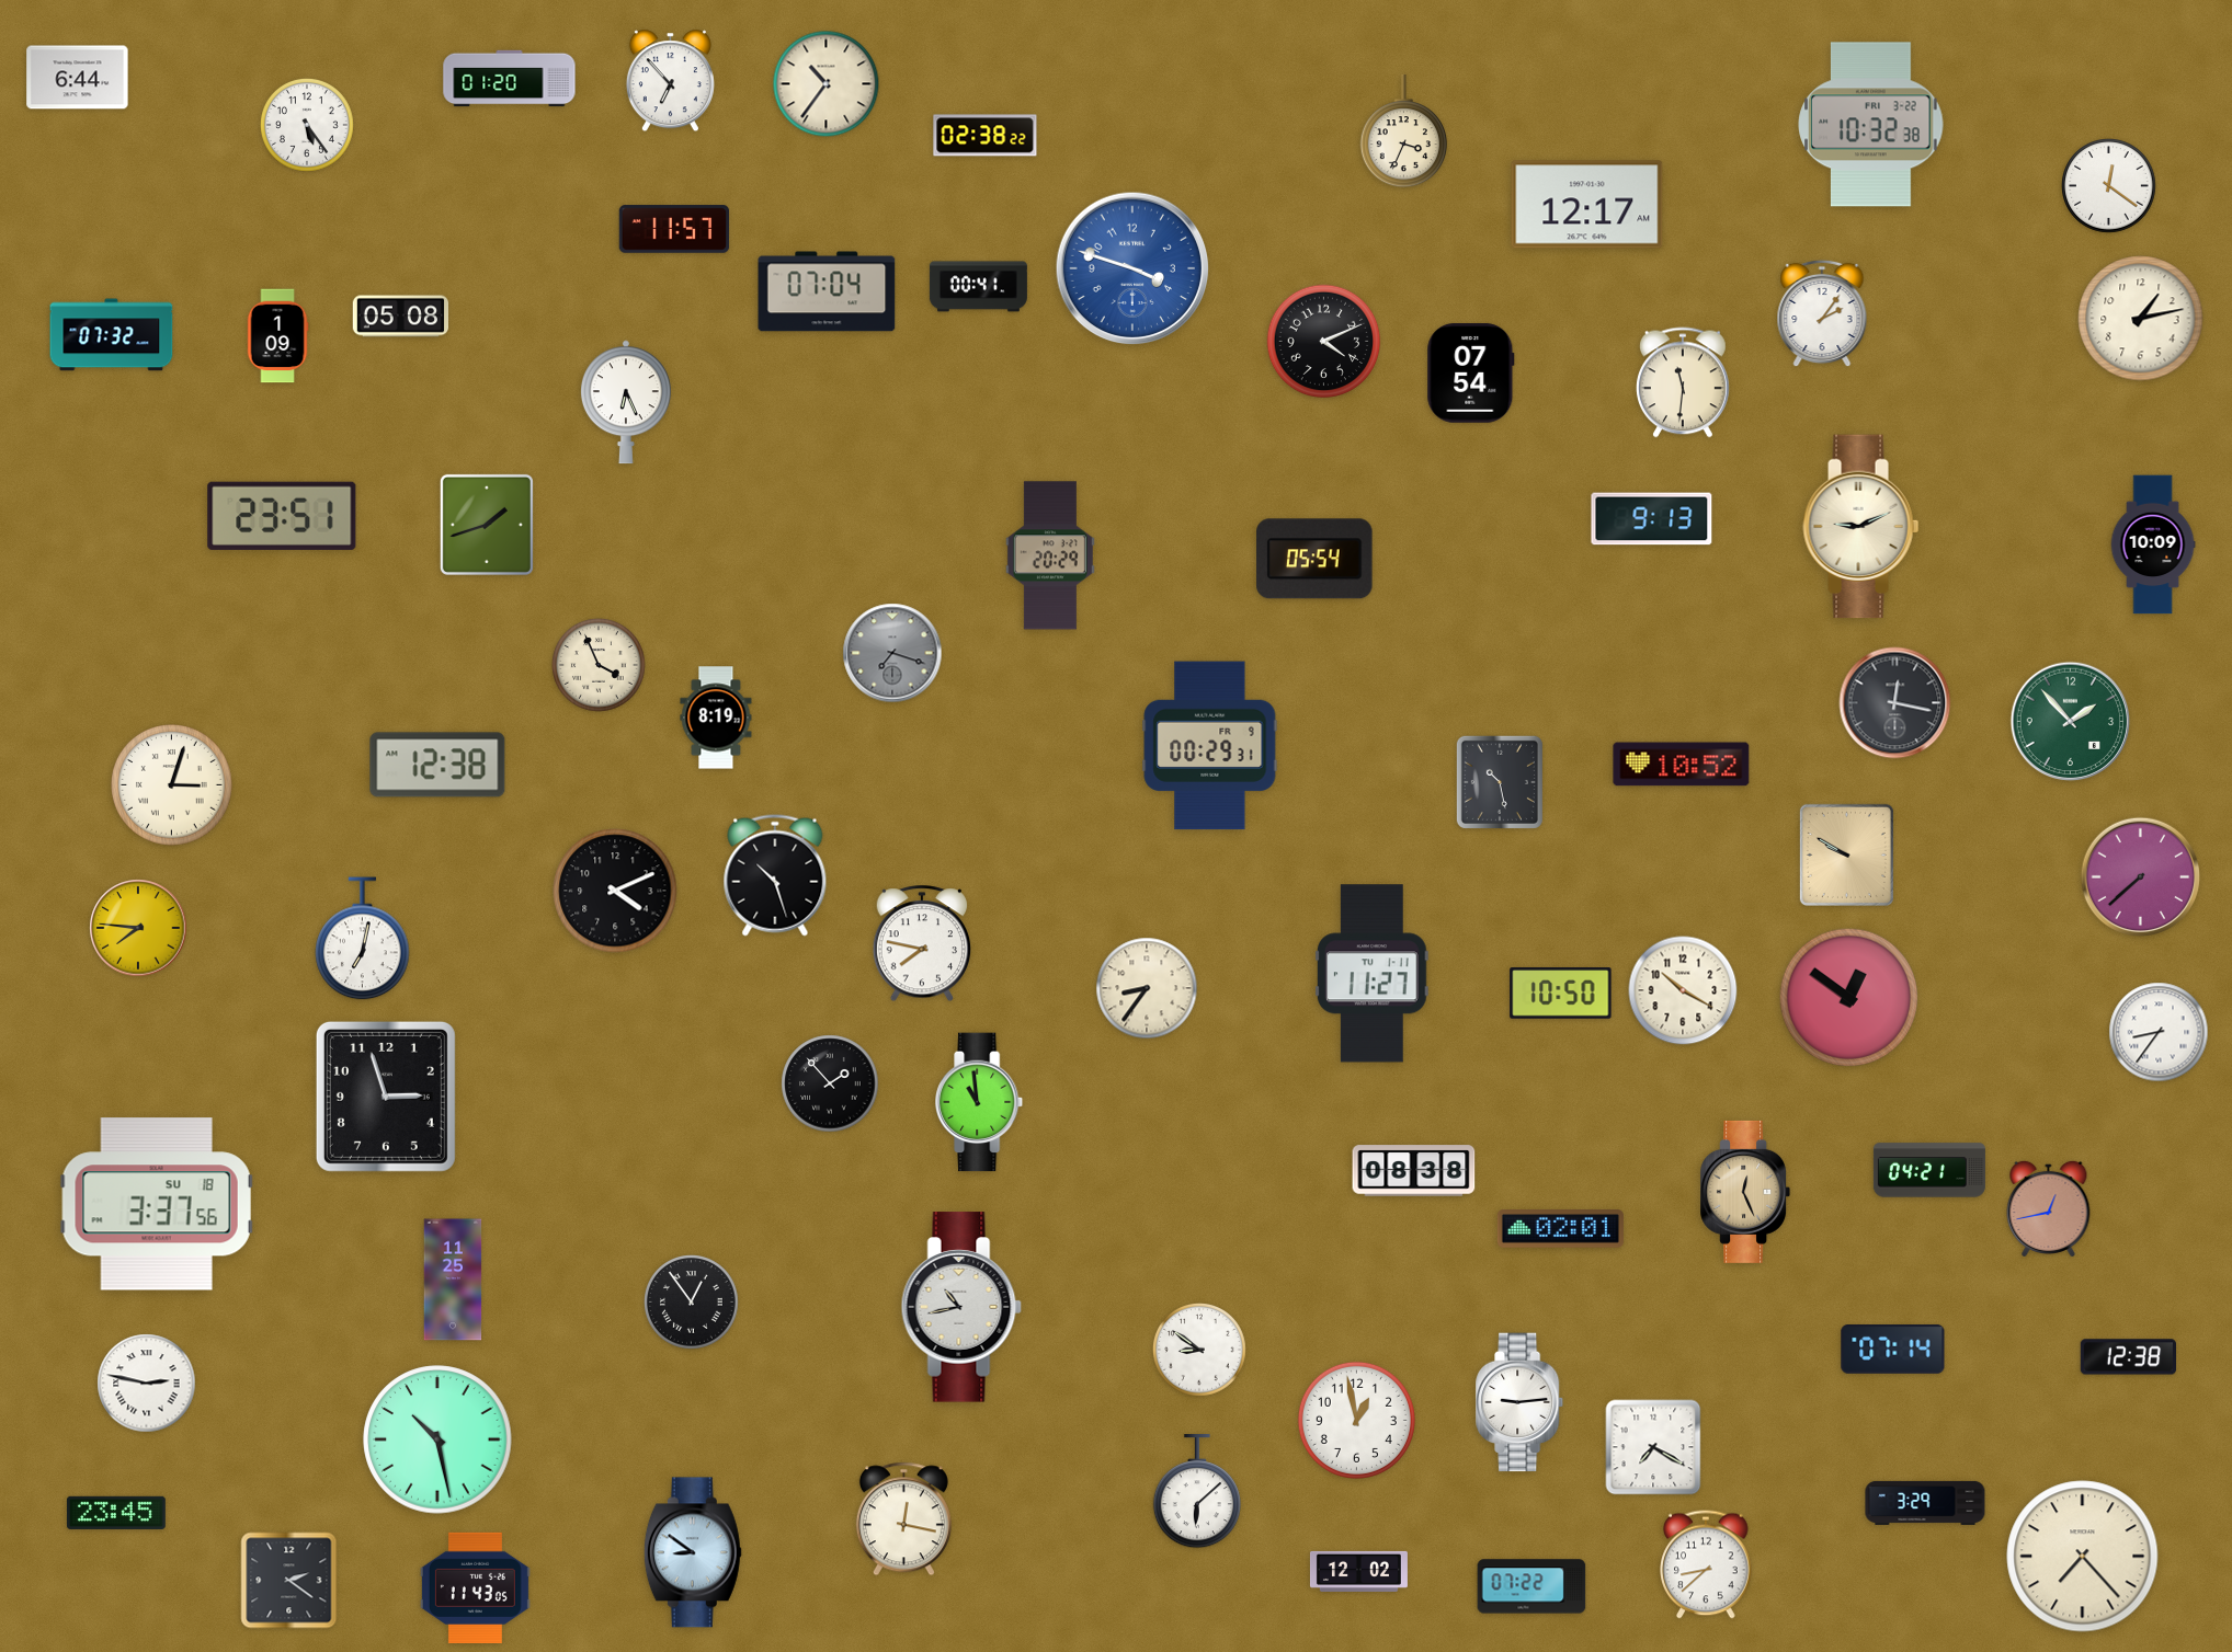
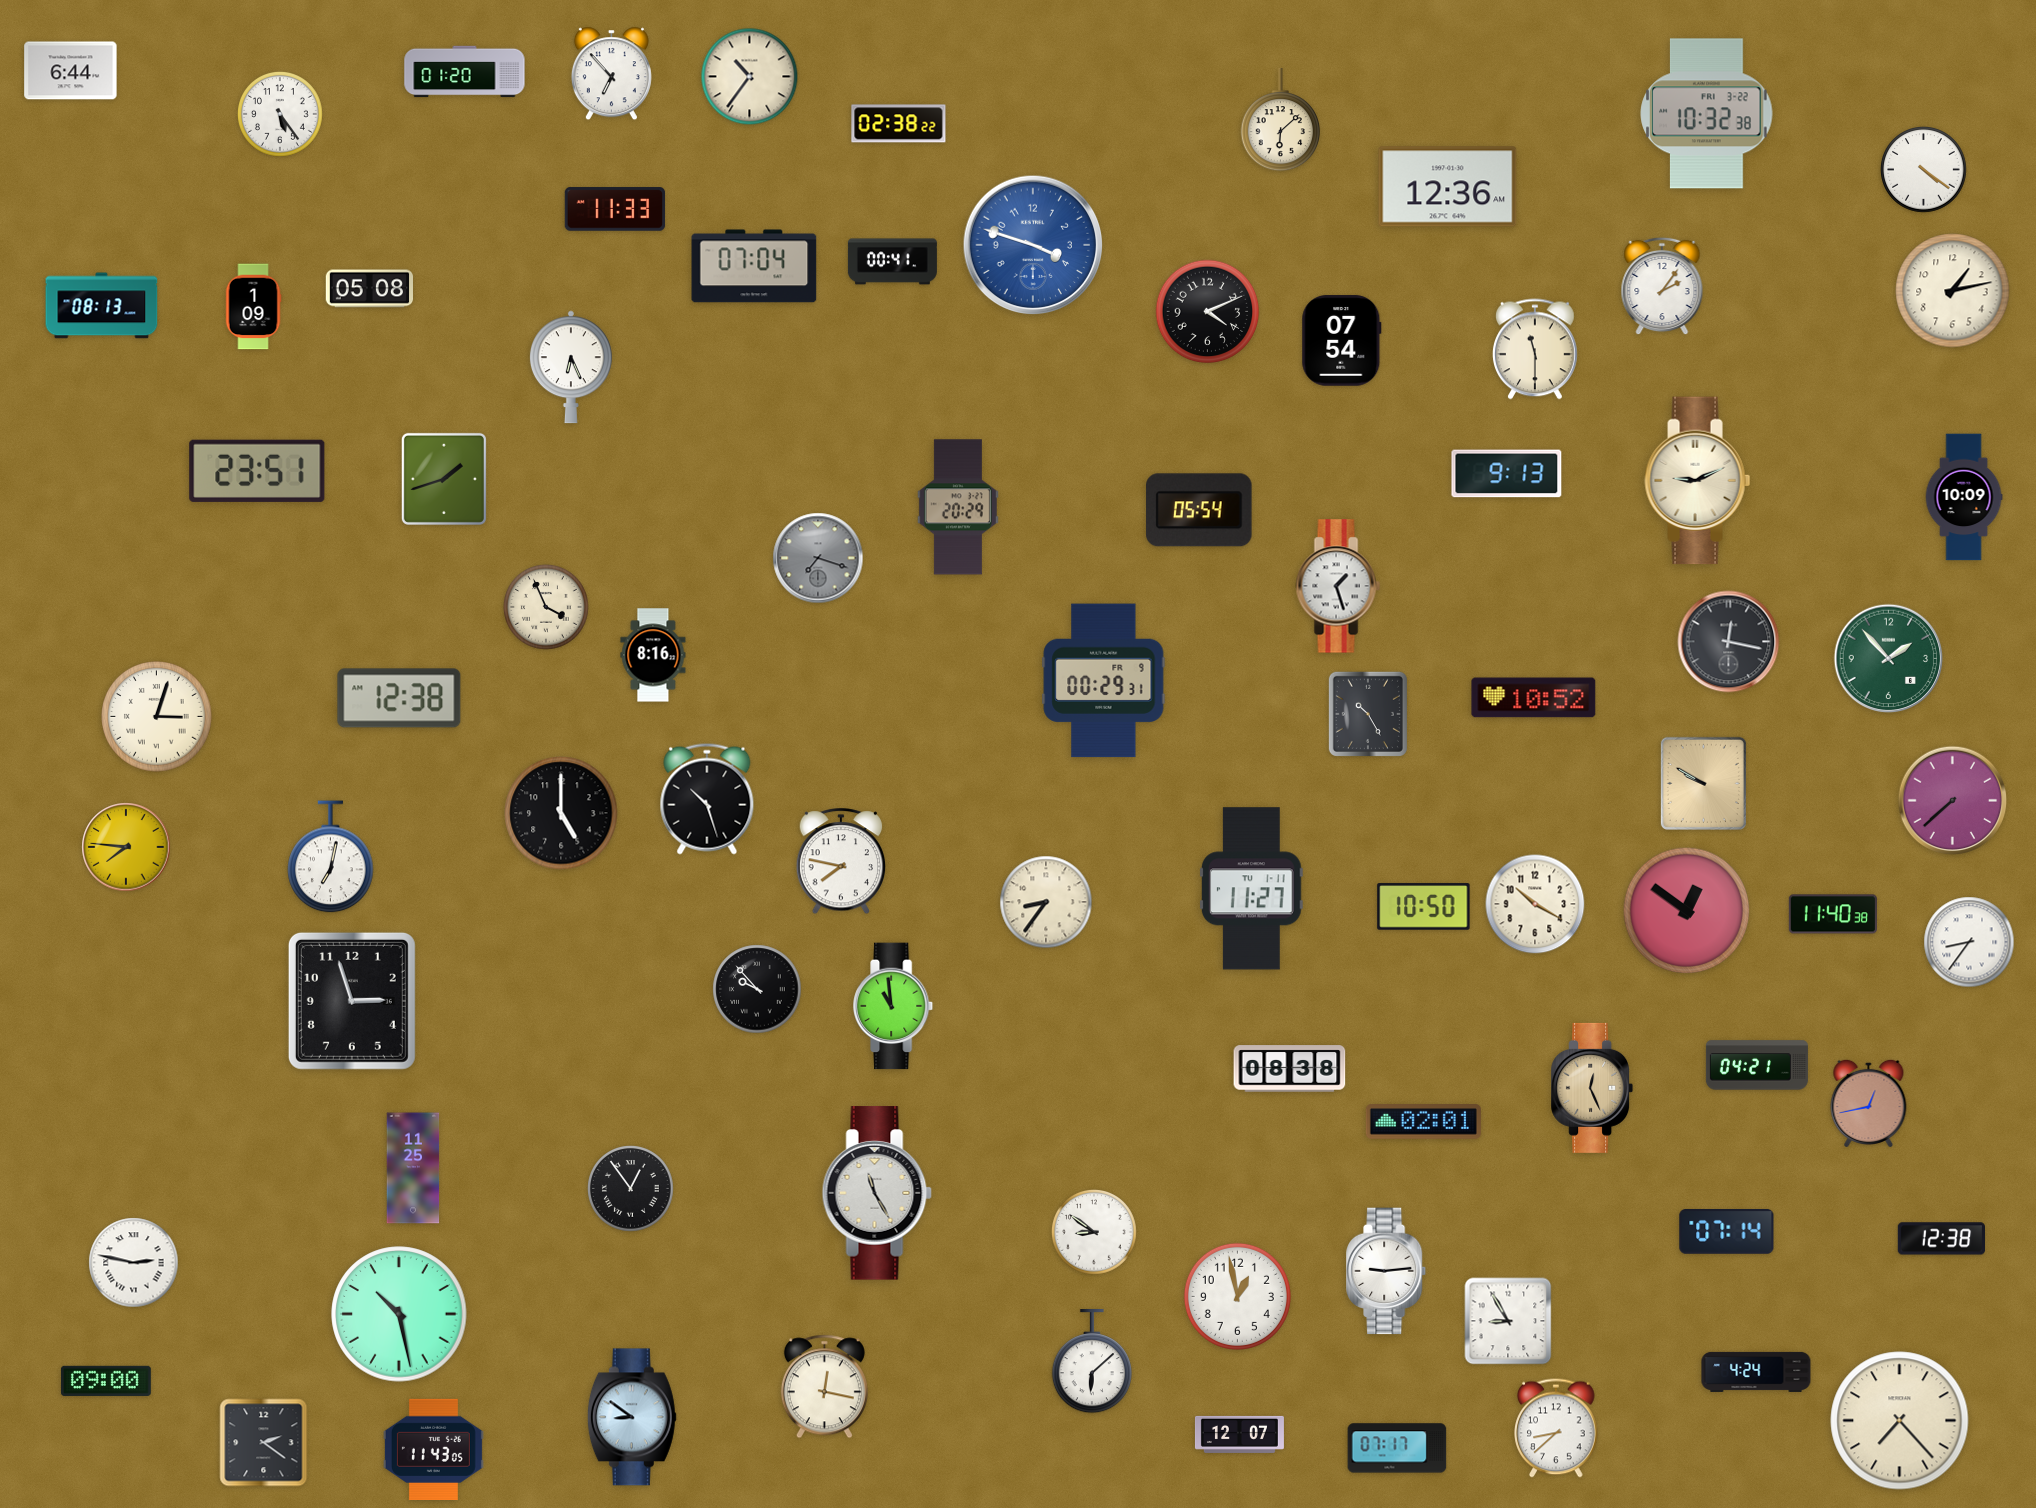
clock at (827, 84) position: (827, 84) -> (750, 77)
clock at (1403, 131): 3:34 -> 6:08
clock at (2109, 186): 12:21 -> 4:21
clock at (1587, 205): 12:17 -> 12:36
clock at (674, 229): 11:57 -> 11:33
clock at (400, 317) position: (400, 317) -> (369, 289)
clock at (112, 335): 07:32 -> 08:13
clock at (1683, 382): 11:31 -> 11:30
clock at (1338, 586): none -> 1:27
clock at (892, 653) position: (892, 653) -> (818, 558)
clock at (716, 718): 8:19 -> 8:16
clock at (1500, 782): 10:28 -> 10:25
clock at (1846, 854) position: (1846, 854) -> (1703, 783)
clock at (615, 891): 4:11 -> 5:00
clock at (1833, 914): none -> 11:40
clock at (830, 1083): 1:53 -> 9:53
clock at (1929, 1170) position: (1929, 1170) -> (1757, 1065)
clock at (157, 1204): 3:37 -> none
clock at (961, 1307): 10:43 -> 11:25
clock at (1521, 1402) position: (1521, 1402) -> (1387, 1271)
clock at (1653, 1447): 7:20 -> 8:55
clock at (1925, 1503): 3:29 -> 4:24
clock at (116, 1513): 23:45 -> 09:00
clock at (1358, 1571): 12:02 -> 12:07
clock at (1531, 1586): 07:22 -> 07:17
